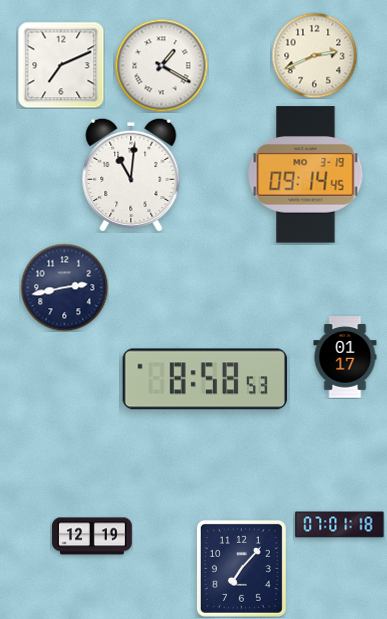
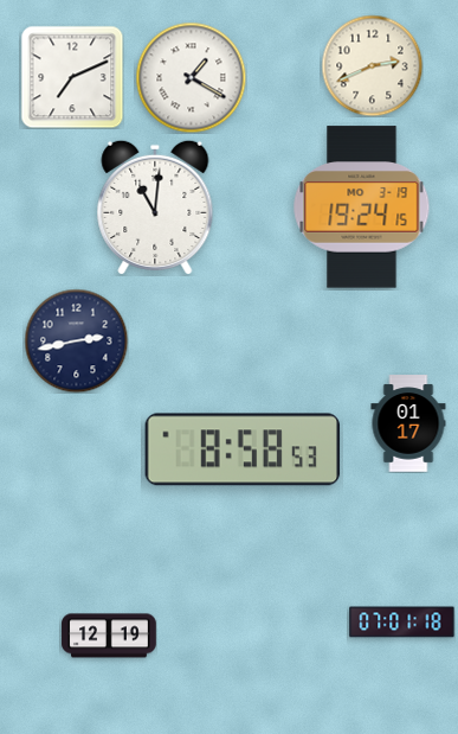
clock at (306, 175): 09:14 -> 19:24
clock at (241, 568): 7:07 -> none
